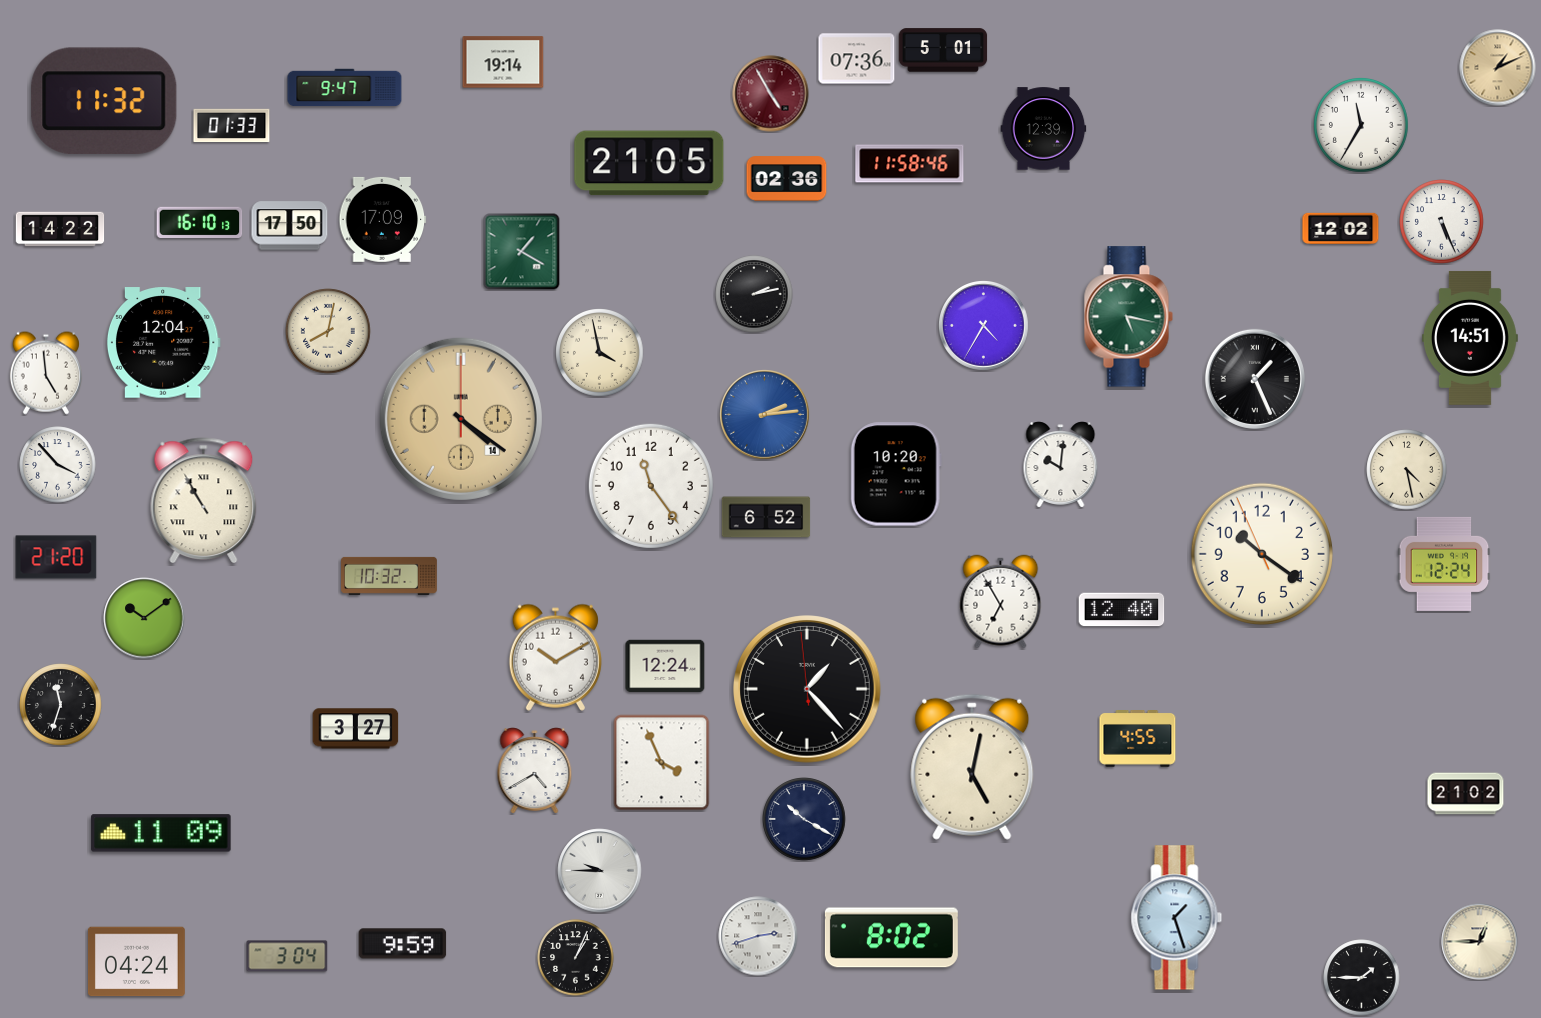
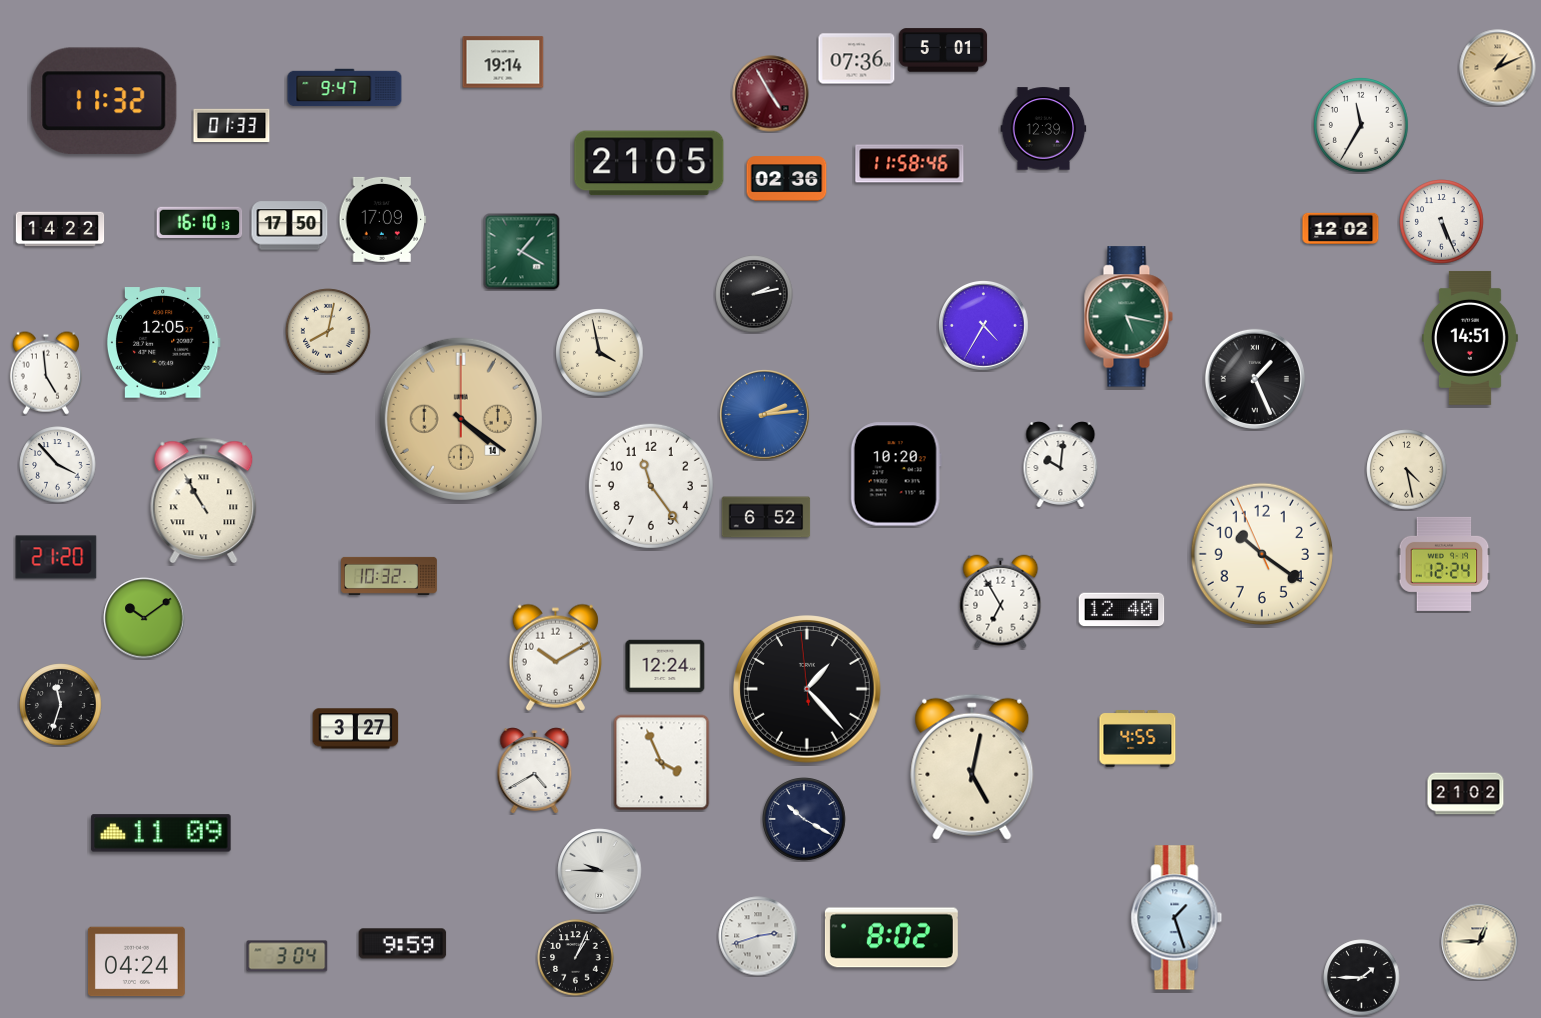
clock at (163, 343): 12:04 -> 12:05
